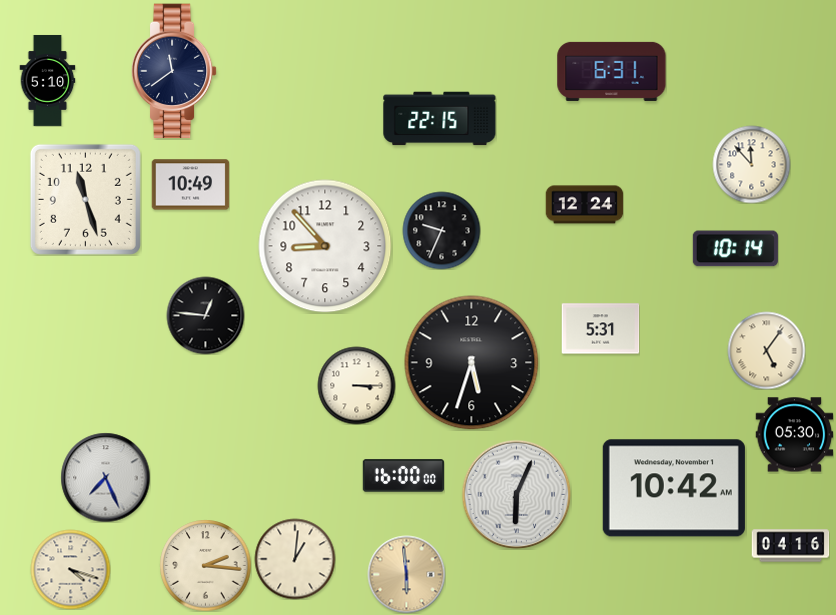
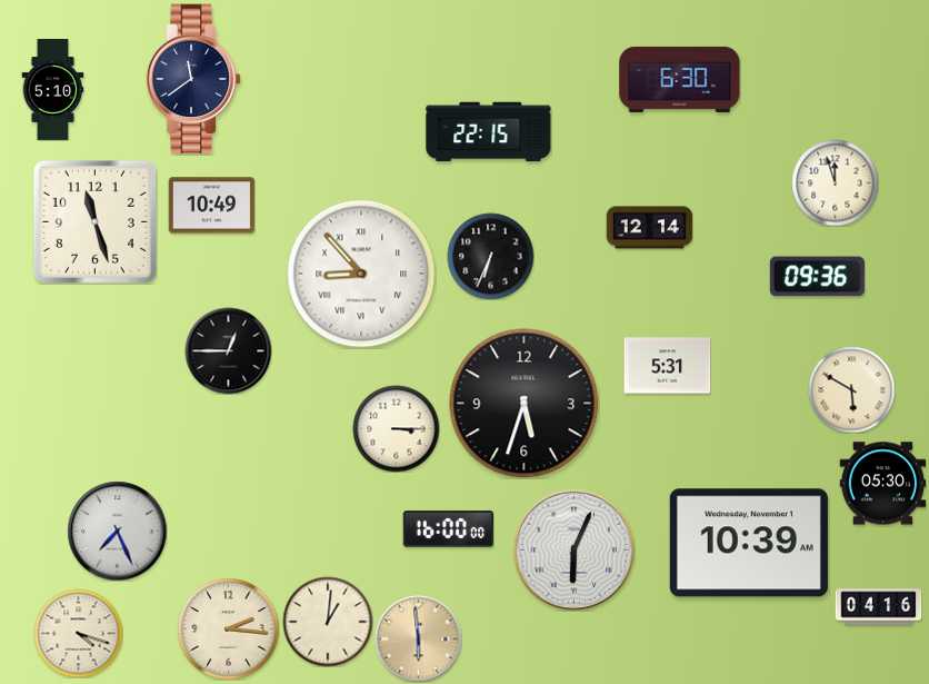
clock at (612, 71): 6:31 -> 6:30
clock at (751, 164): 11:53 -> 11:57
clock at (584, 205): 12:24 -> 12:14
clock at (441, 230): 9:34 -> 6:34
clock at (325, 246) numerals: Arabic -> Roman
clock at (735, 249): 10:14 -> 09:36
clock at (205, 315): 12:46 -> 12:45
clock at (766, 350): 5:06 -> 5:50
clock at (674, 488): 10:42 -> 10:39
clock at (406, 574) position: (406, 574) -> (418, 638)
